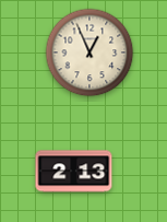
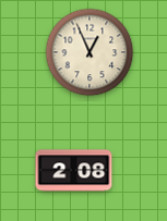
clock at (74, 172): 2:13 -> 2:08
